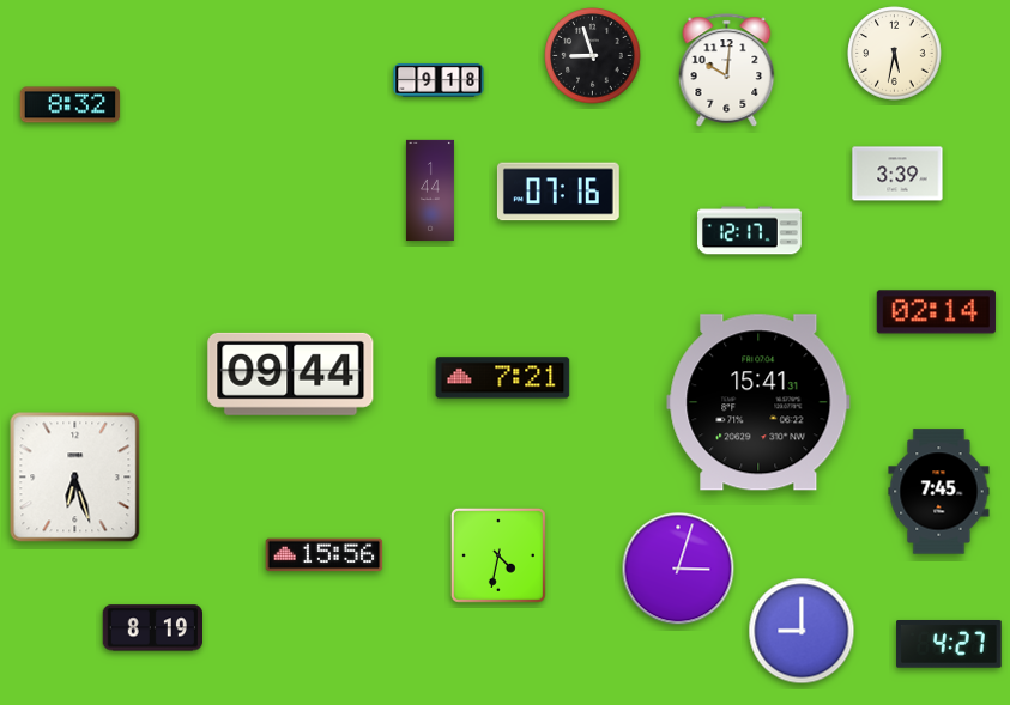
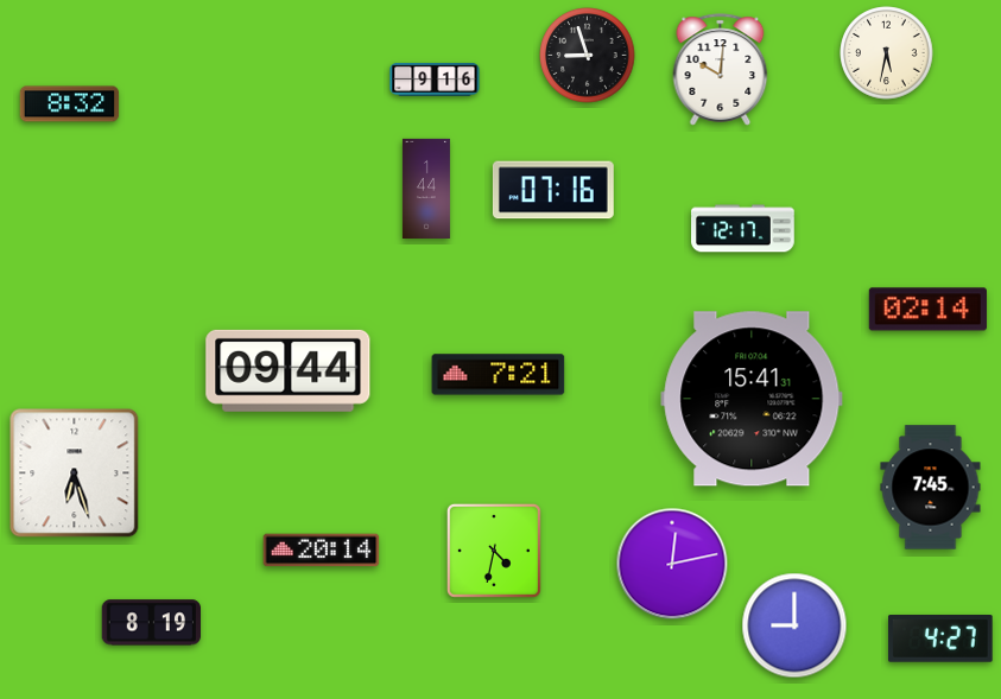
clock at (439, 81): 9:18 -> 9:16
clock at (897, 174): 3:39 -> none
clock at (325, 555): 15:56 -> 20:14
clock at (678, 569): 3:03 -> 12:13
